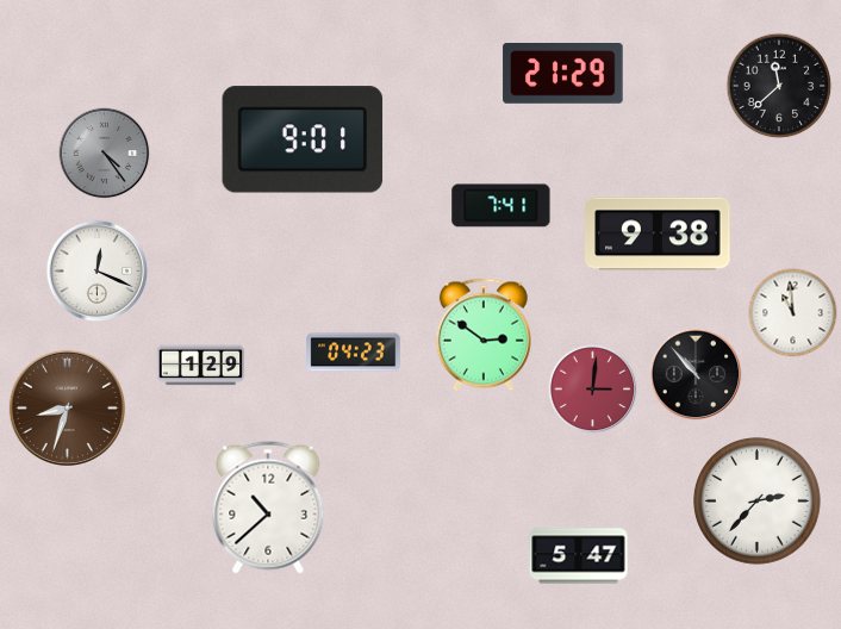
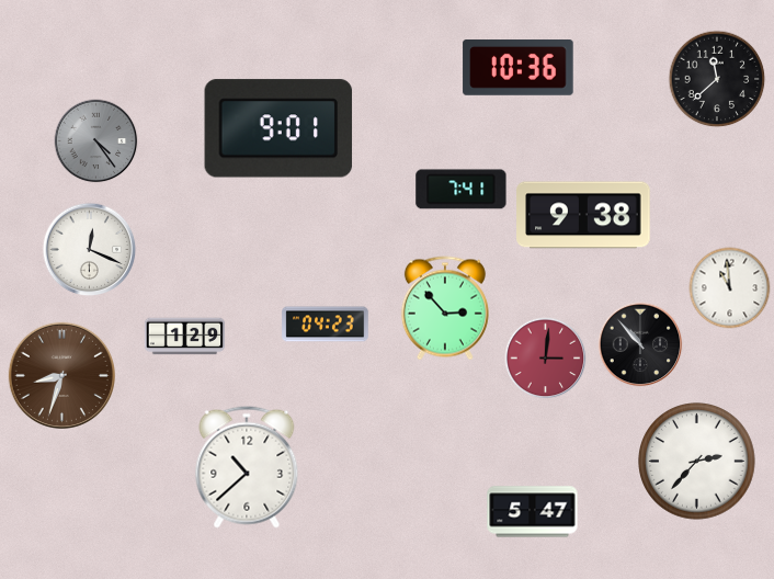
clock at (563, 74): 21:29 -> 10:36
clock at (658, 233) position: (658, 233) -> (583, 215)
clock at (484, 335): 2:51 -> 2:53
